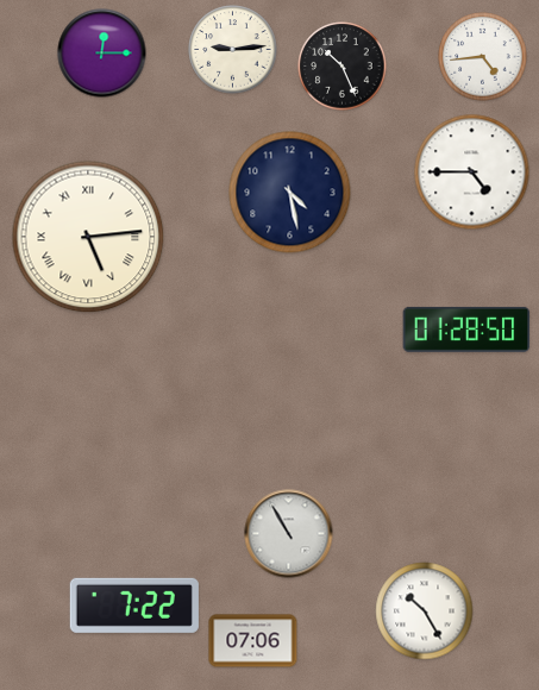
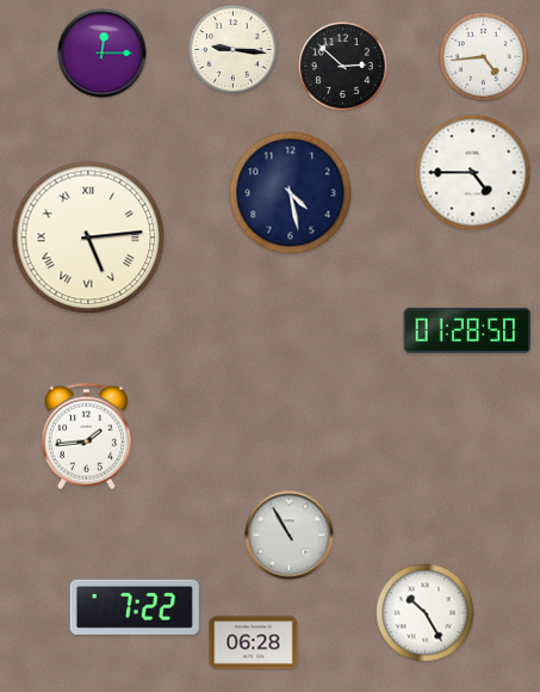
clock at (233, 50): 9:14 -> 9:16
clock at (343, 67): 10:26 -> 2:52
clock at (86, 437): none -> 1:44
clock at (253, 641): 07:06 -> 06:28
